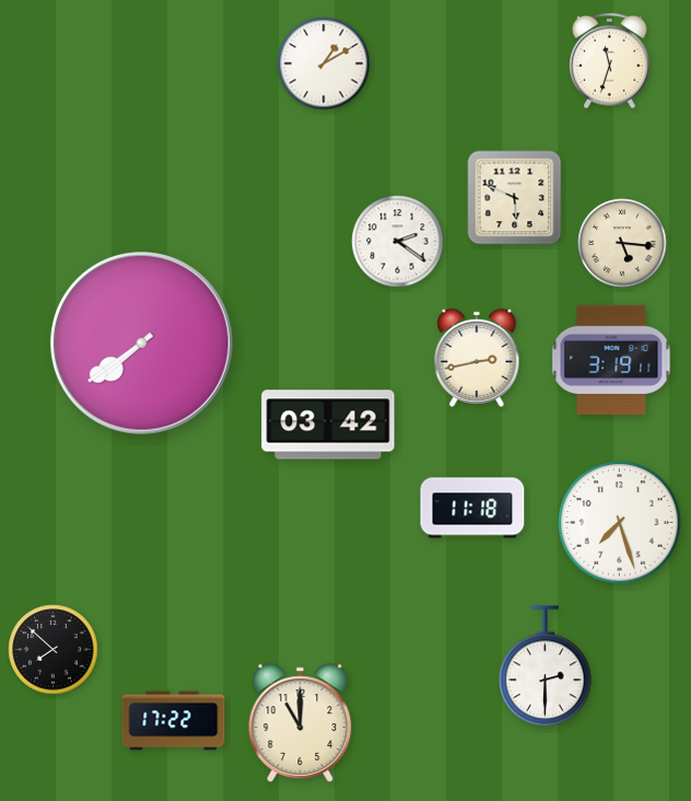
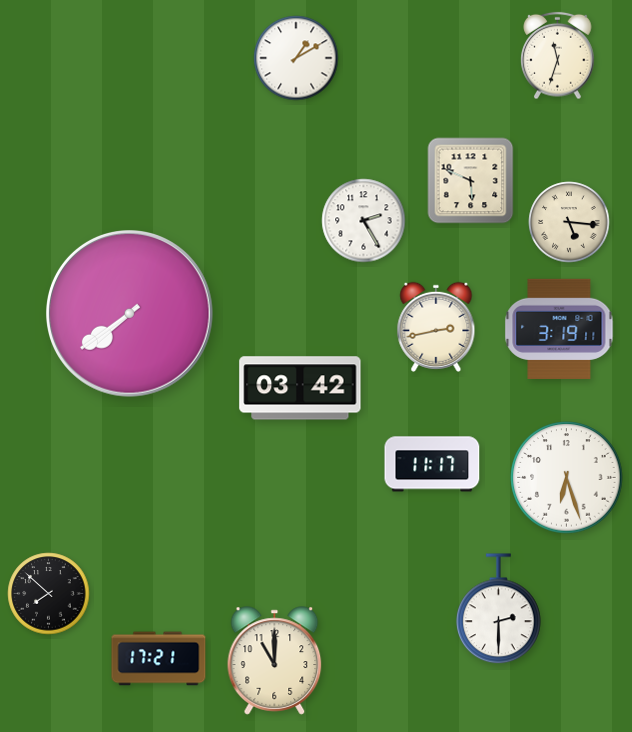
clock at (398, 242): 2:21 -> 2:25
clock at (472, 508): 11:18 -> 11:17
clock at (620, 523): 7:27 -> 6:27
clock at (174, 721): 17:22 -> 17:21
